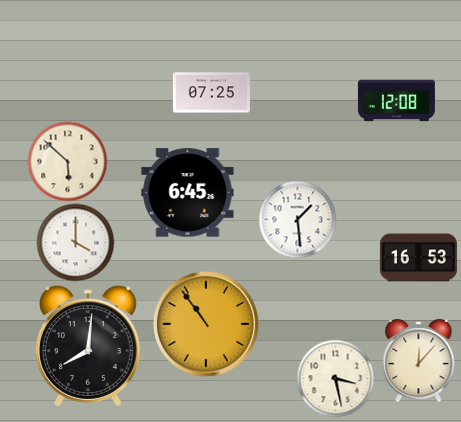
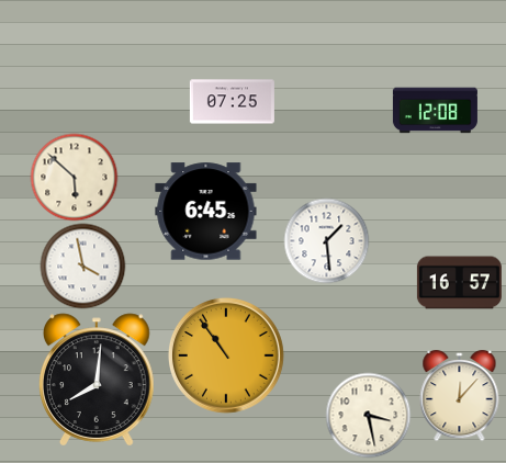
clock at (75, 242): 4:00 -> 3:58
clock at (418, 258): 16:53 -> 16:57
